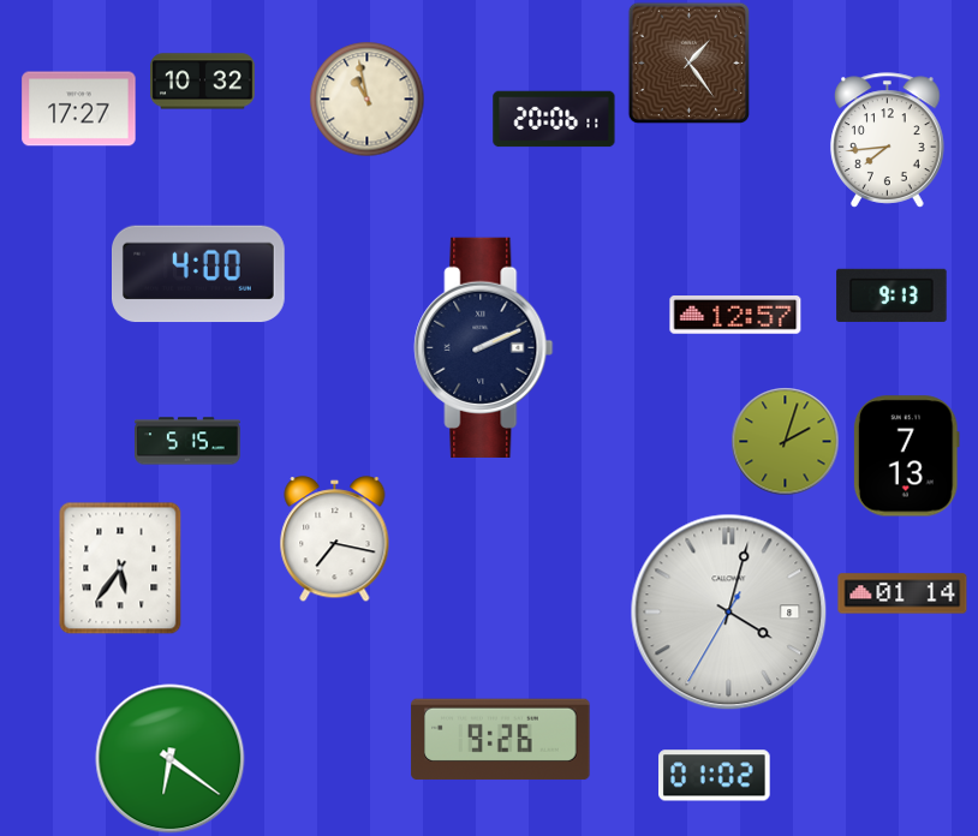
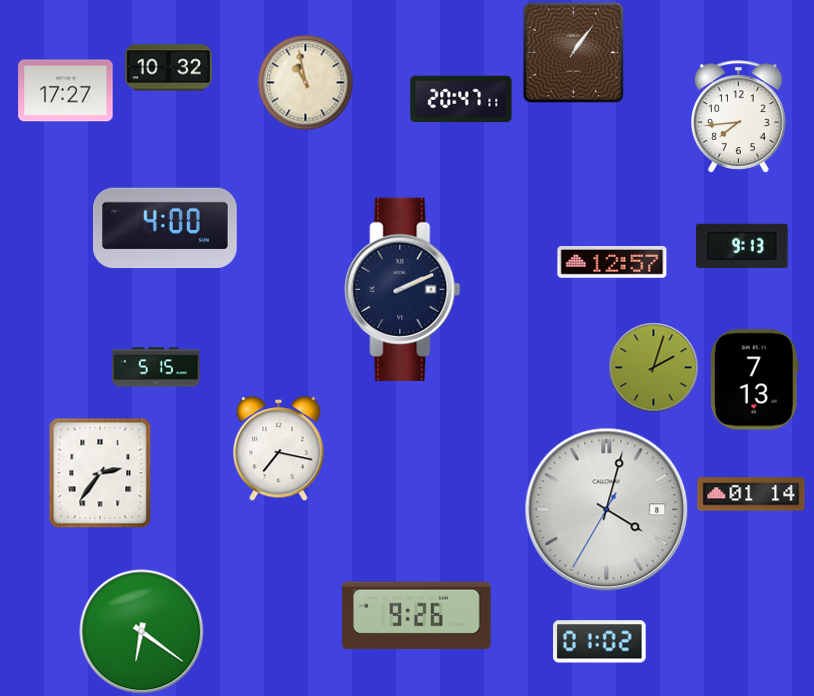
clock at (688, 62): 1:24 -> 1:06
clock at (554, 119): 20:06 -> 20:47
clock at (120, 568): 5:36 -> 2:36
clock at (715, 776) position: (715, 776) -> (600, 642)
